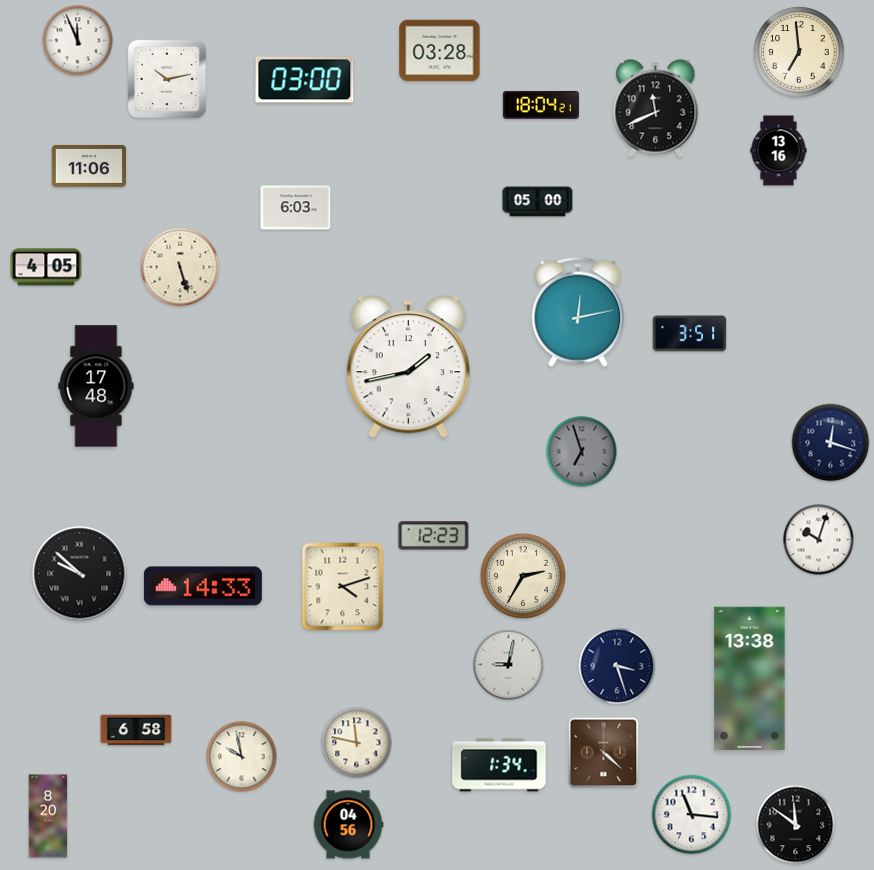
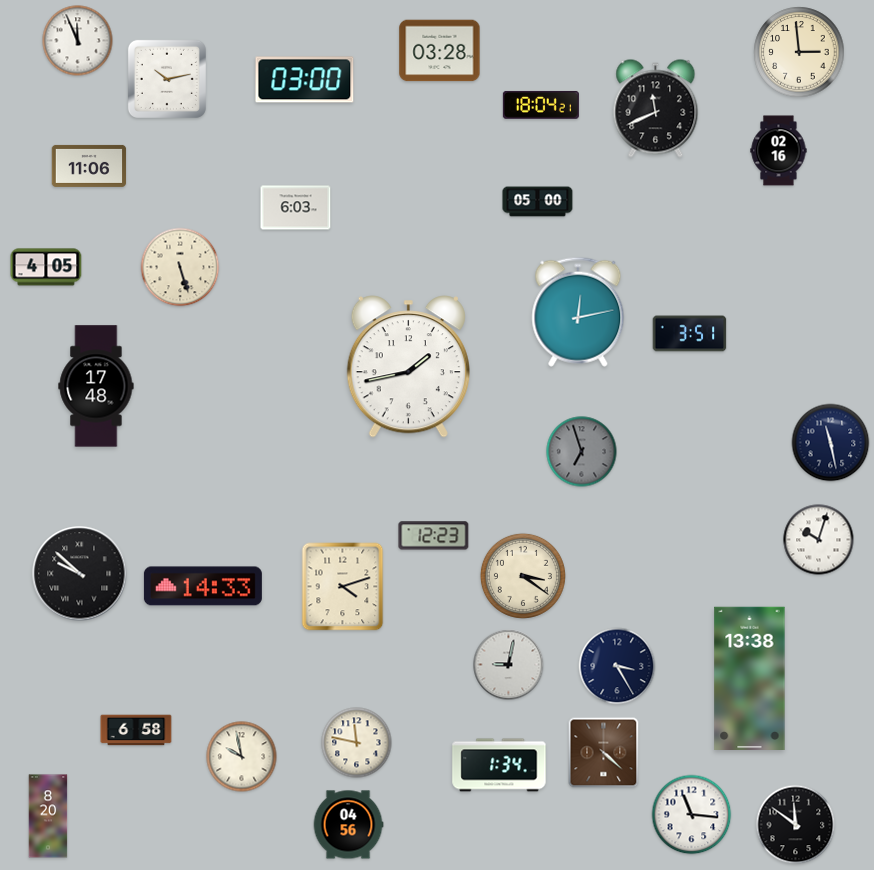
clock at (799, 52): 6:59 -> 2:59
clock at (779, 151): 13:16 -> 02:16
clock at (831, 443): 12:18 -> 11:28
clock at (523, 576): 2:35 -> 3:21
clock at (617, 666): 3:27 -> 3:25
